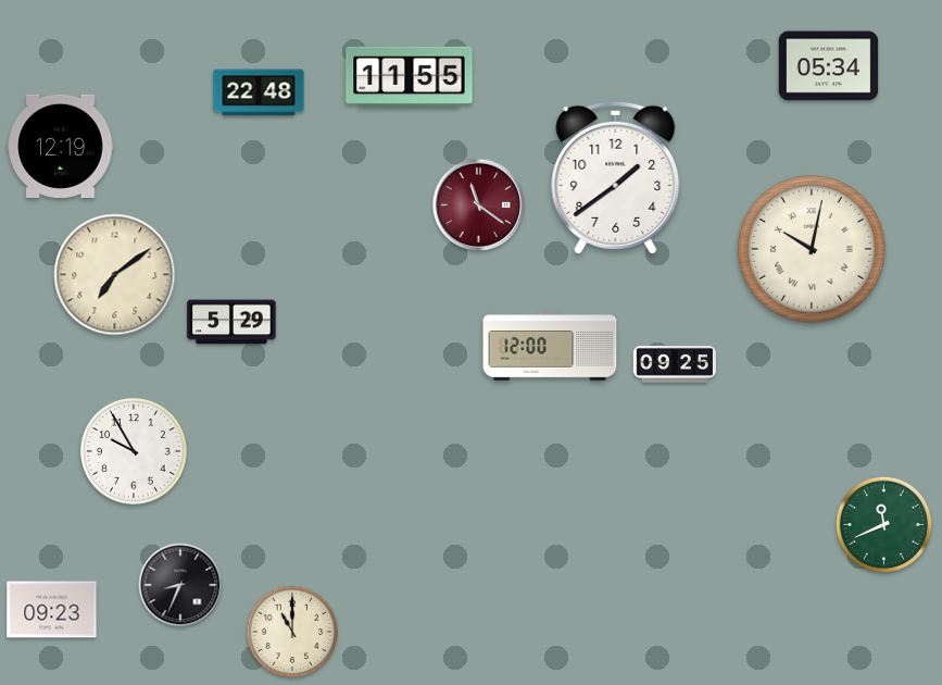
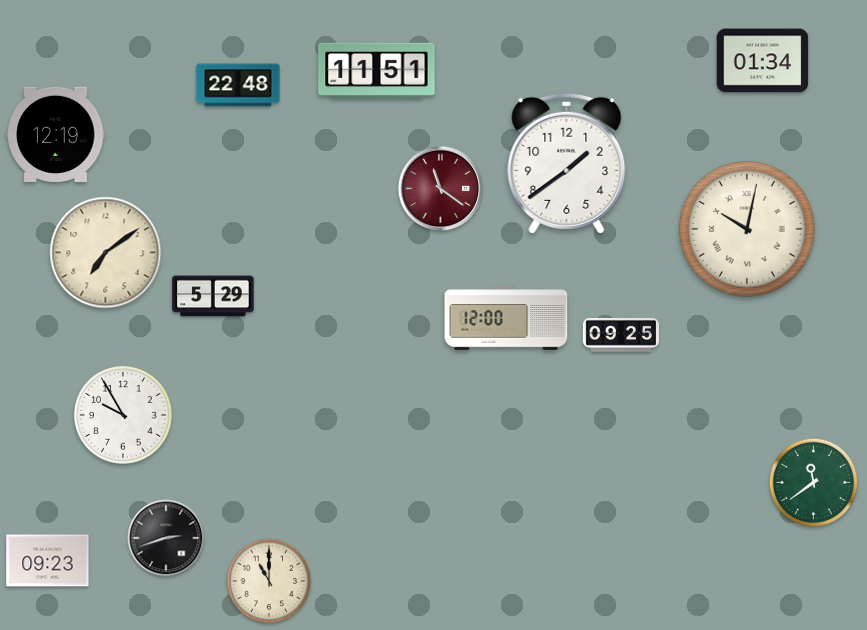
clock at (829, 66): 05:34 -> 01:34
clock at (410, 76): 11:55 -> 11:51
clock at (884, 525): 11:41 -> 11:39
clock at (180, 585): 8:34 -> 2:42
